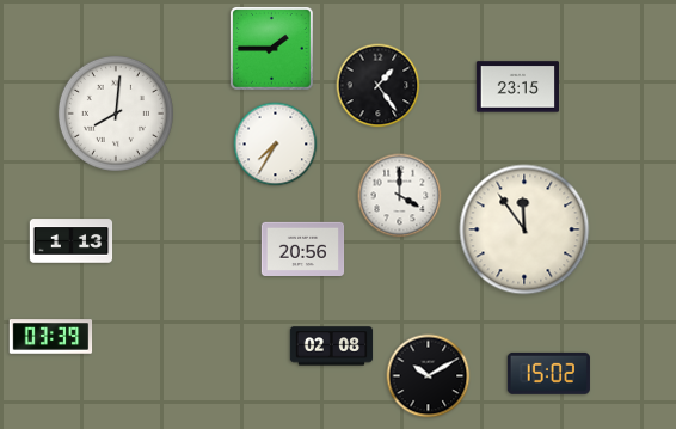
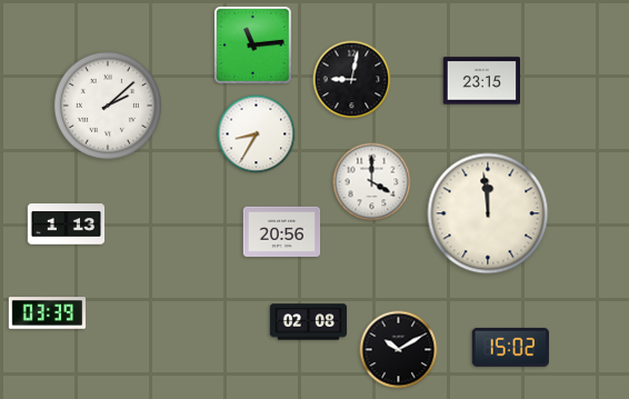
clock at (272, 49): 1:45 -> 11:14
clock at (379, 86): 1:24 -> 9:02
clock at (116, 114): 8:01 -> 2:08
clock at (276, 145): 7:35 -> 8:35
clock at (524, 229): 11:54 -> 11:59
